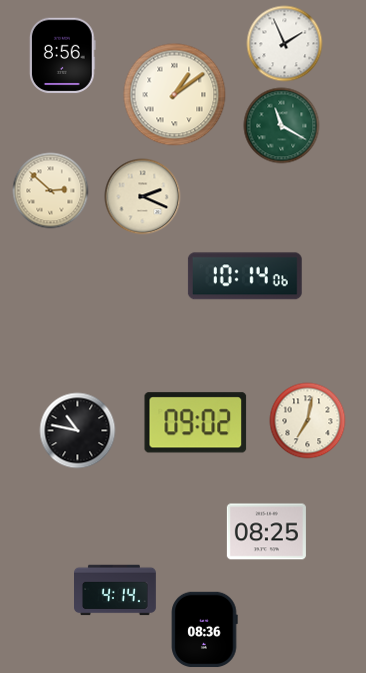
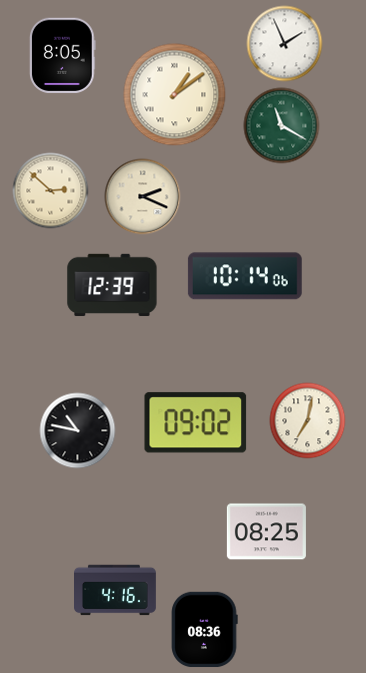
clock at (62, 56): 8:56 -> 8:05
clock at (112, 285): none -> 12:39
clock at (116, 590): 4:14 -> 4:16
